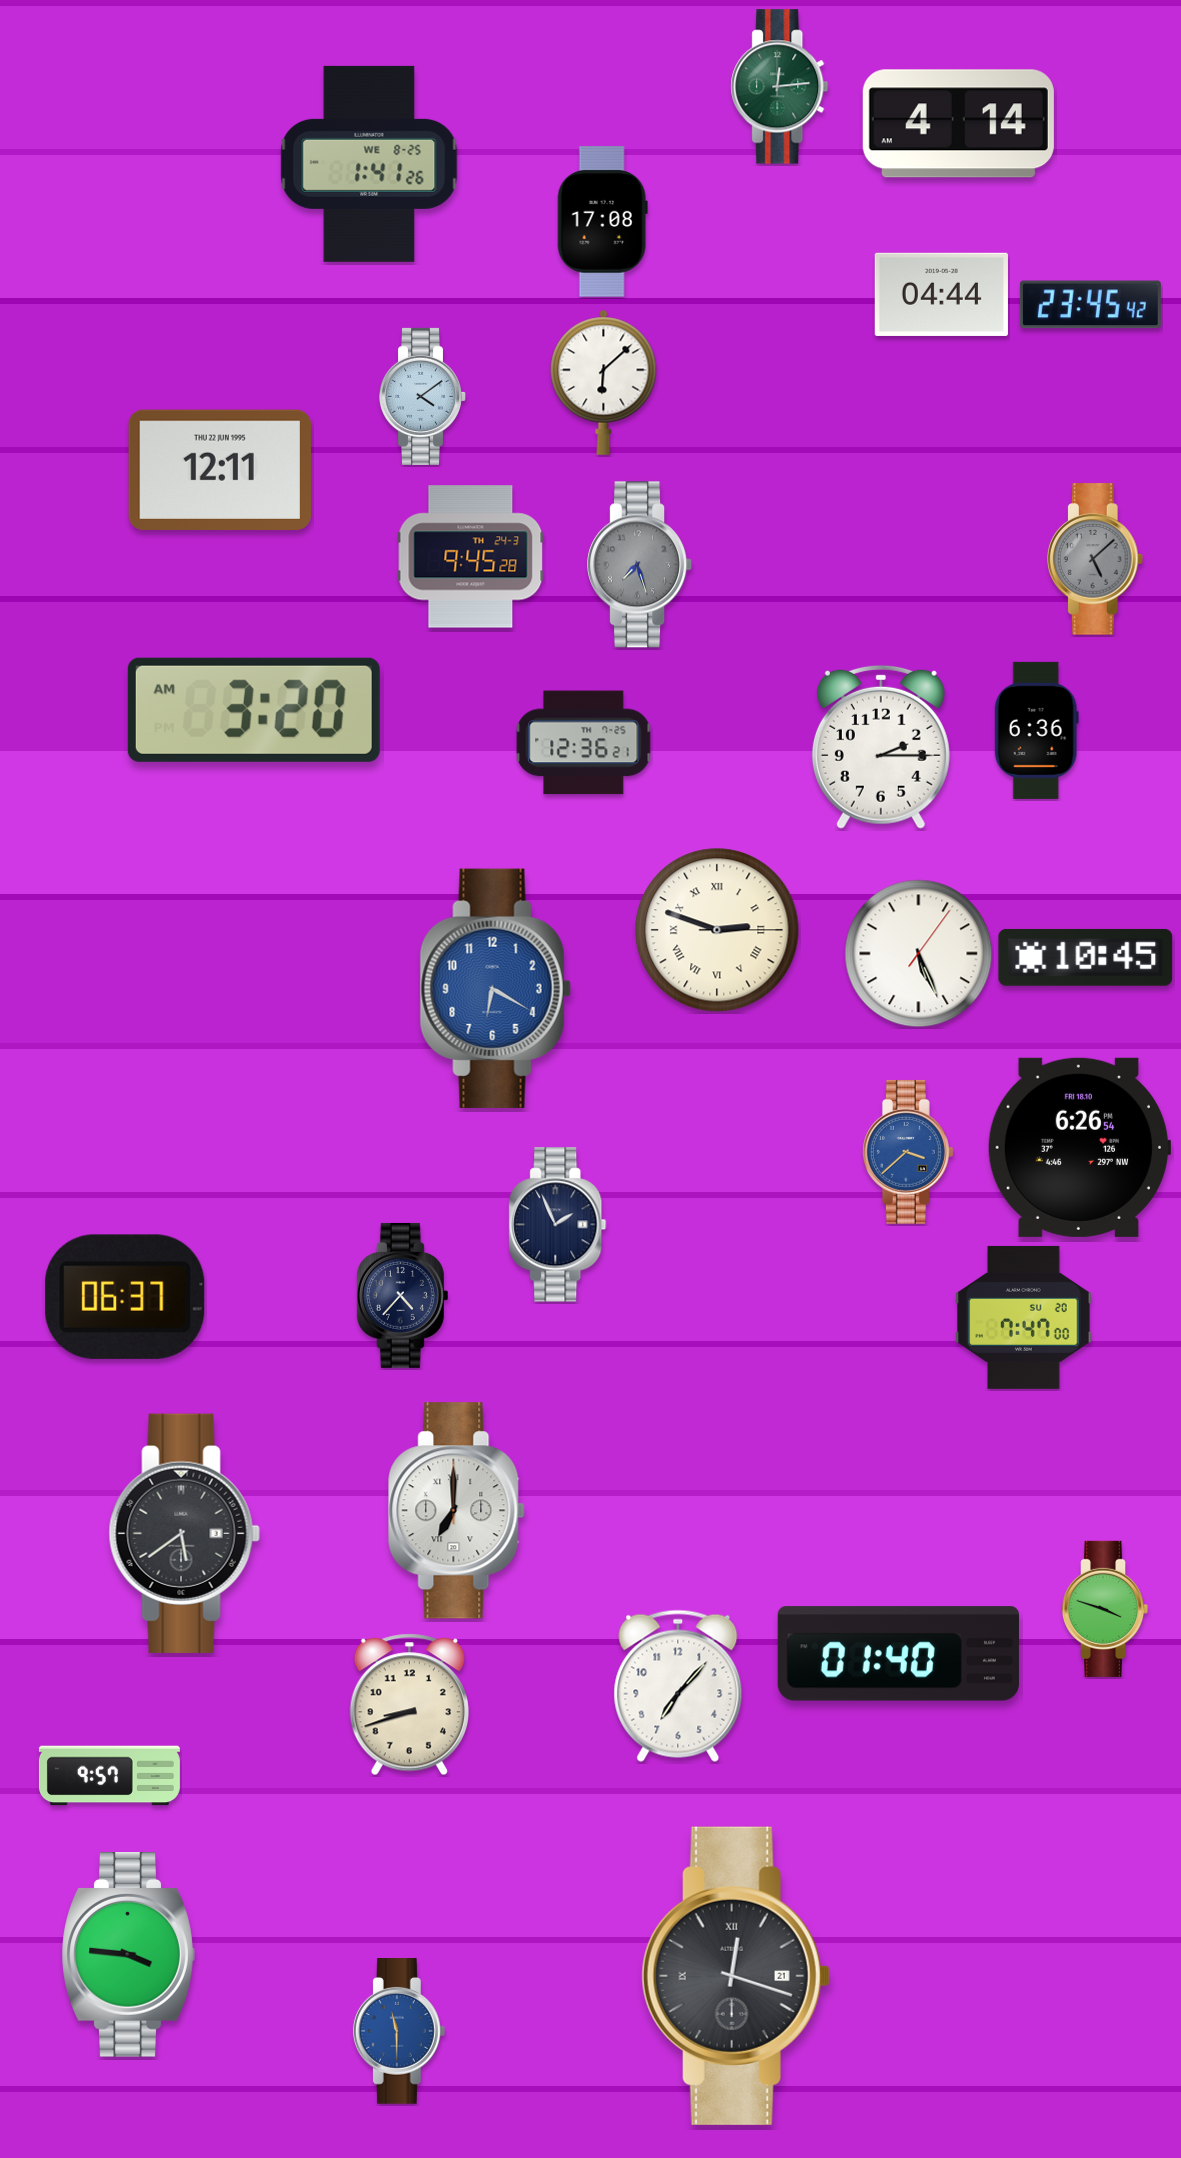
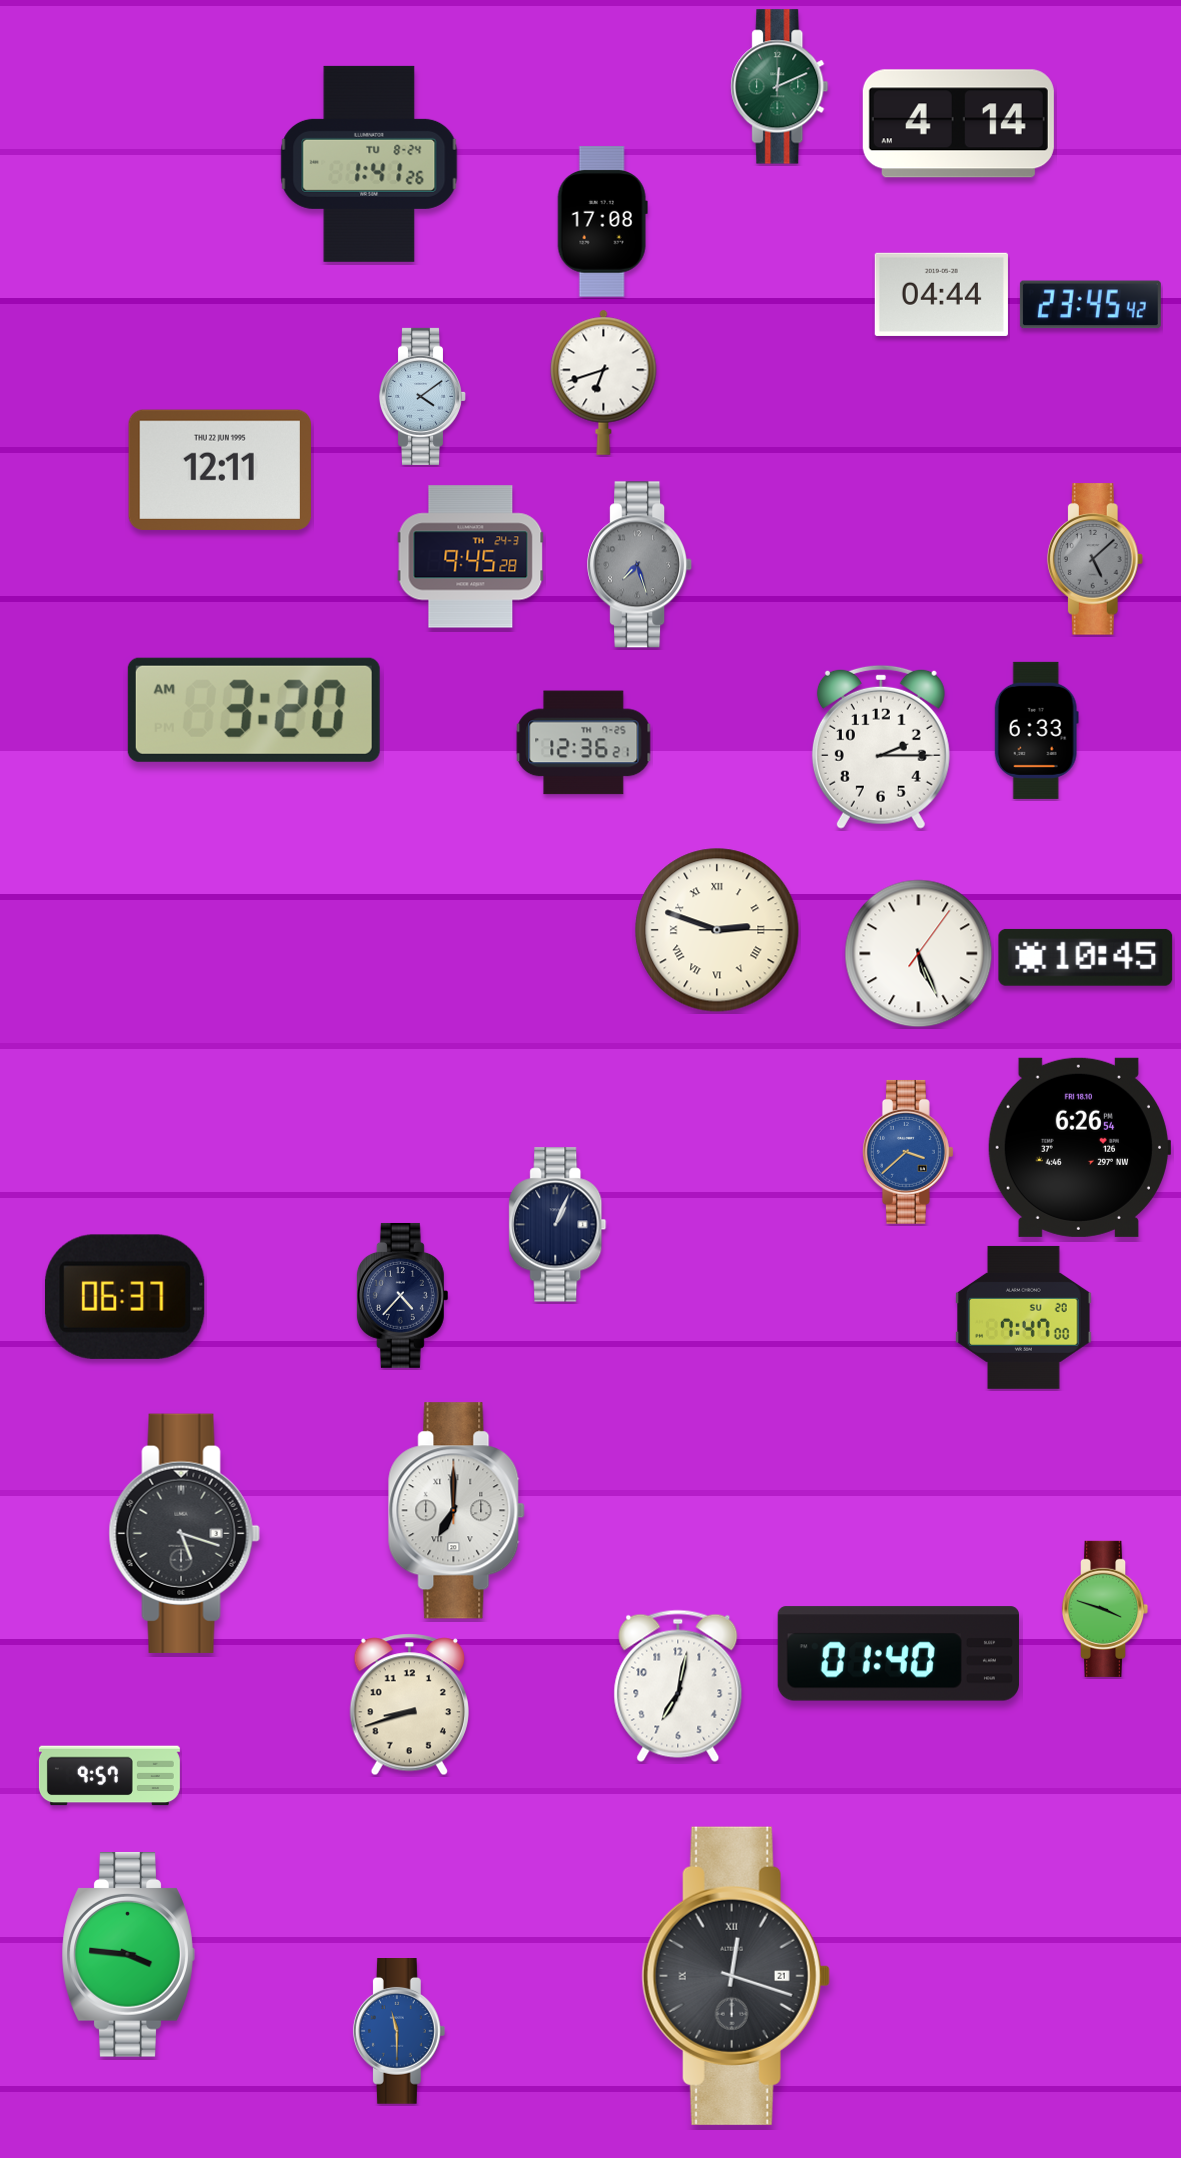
clock at (780, 87): 12:14 -> 12:11
clock at (369, 164) date: WE 8-25 -> TU 8-24
clock at (604, 382): 6:08 -> 6:42
clock at (1036, 730): 6:36 -> 6:33
clock at (495, 988): 6:20 -> none
clock at (558, 1225): 1:56 -> 1:04
clock at (184, 1533): 5:39 -> 5:18
clock at (678, 1686): 7:07 -> 7:02
